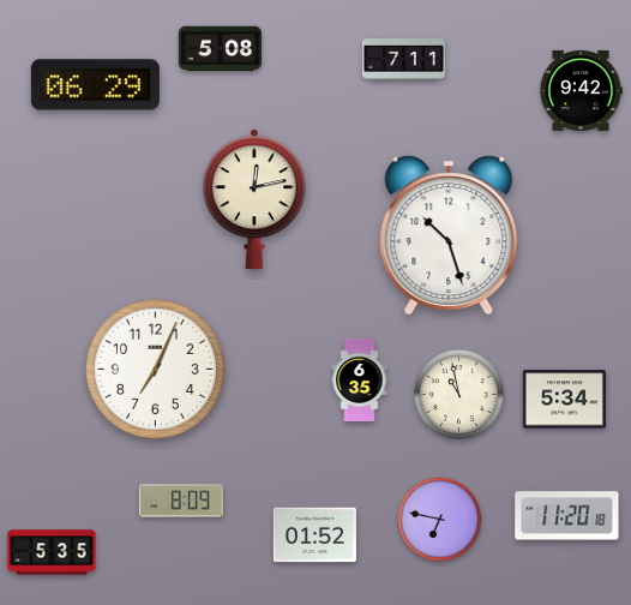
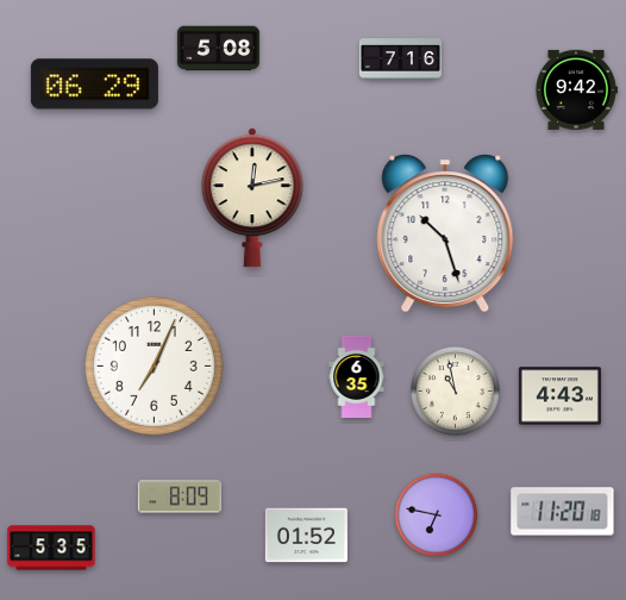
clock at (403, 60): 7:11 -> 7:16
clock at (564, 400): 5:34 -> 4:43
clock at (314, 535) position: (314, 535) -> (306, 536)
